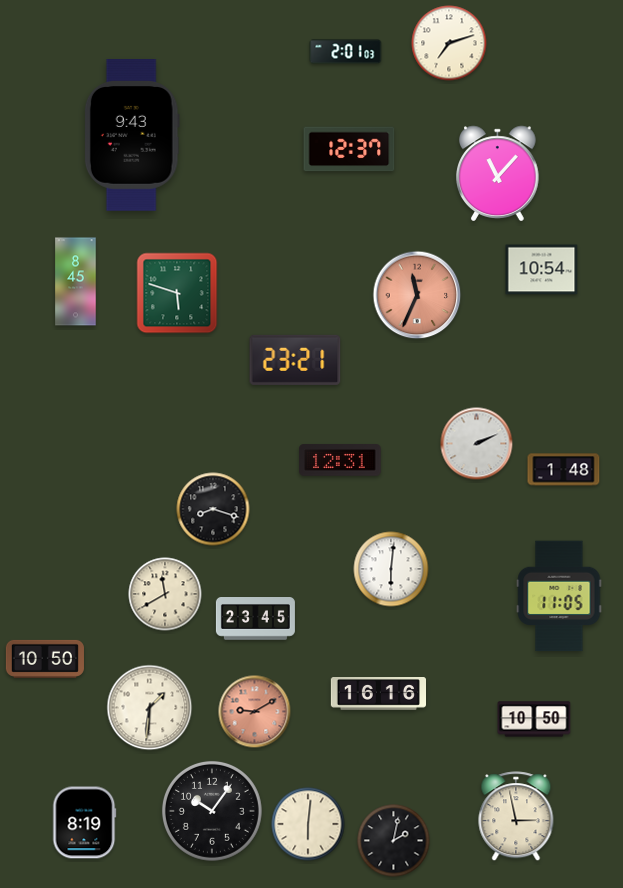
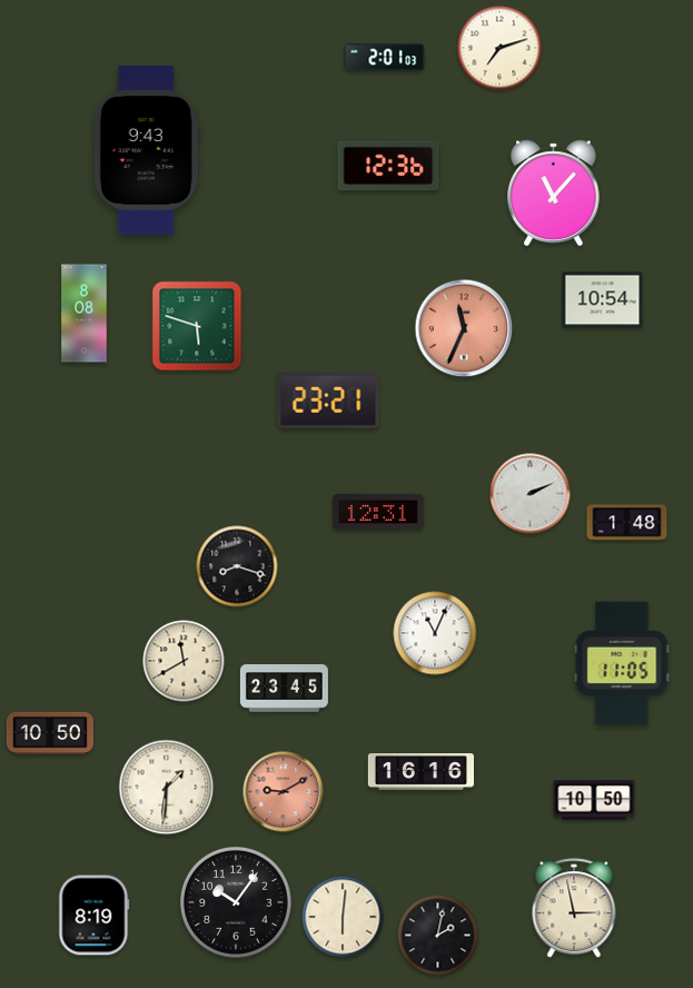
clock at (349, 149): 12:37 -> 12:36
clock at (76, 282): 8:45 -> 8:08
clock at (391, 569): 6:01 -> 11:04
